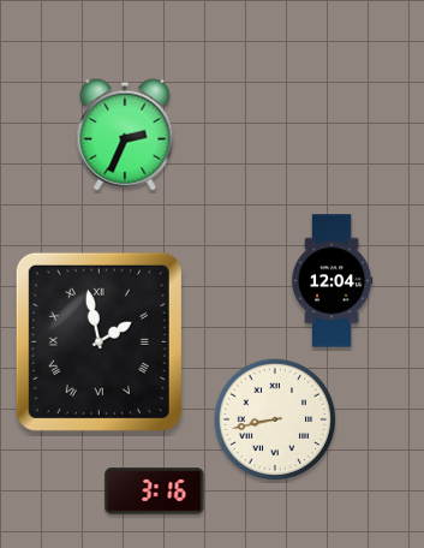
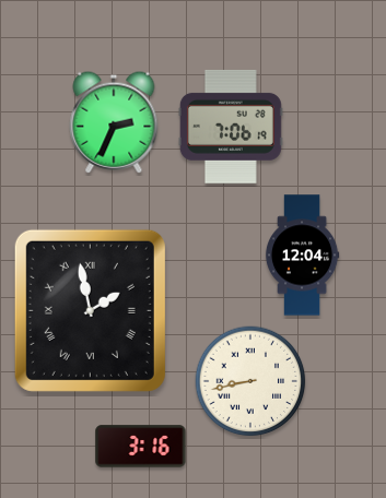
clock at (231, 127): none -> 7:06
